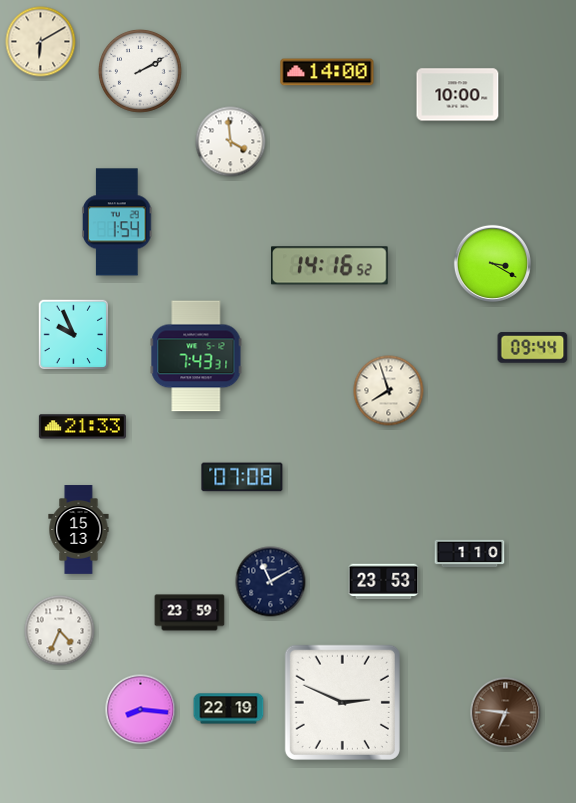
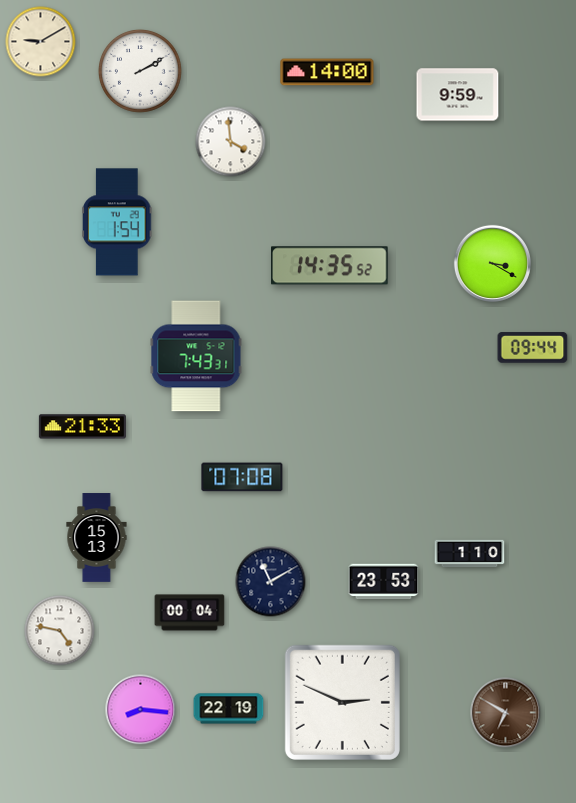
clock at (41, 42): 6:10 -> 9:10
clock at (458, 95): 10:00 -> 9:59
clock at (330, 266): 14:16 -> 14:35
clock at (74, 335): 9:56 -> none
clock at (389, 391): 7:57 -> none
clock at (79, 530) position: (79, 530) -> (97, 538)
clock at (190, 613): 23:59 -> 00:04
clock at (60, 631): 4:34 -> 4:47
clock at (506, 713): 6:46 -> 6:50
